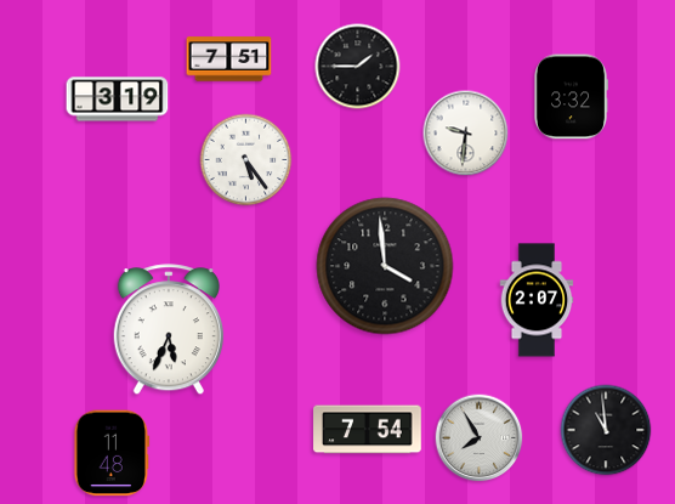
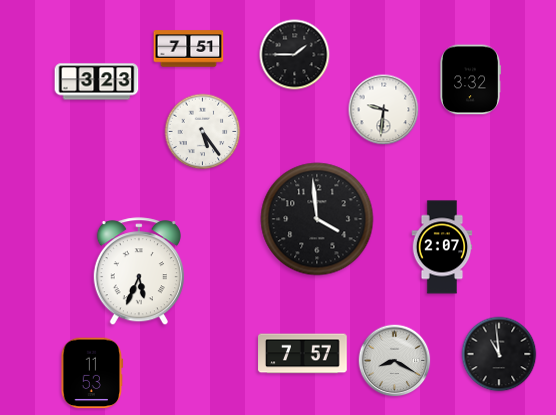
clock at (118, 100): 3:19 -> 3:23
clock at (368, 430): 7:54 -> 7:57
clock at (480, 438): 7:55 -> 8:20
clock at (112, 453): 11:48 -> 11:53
